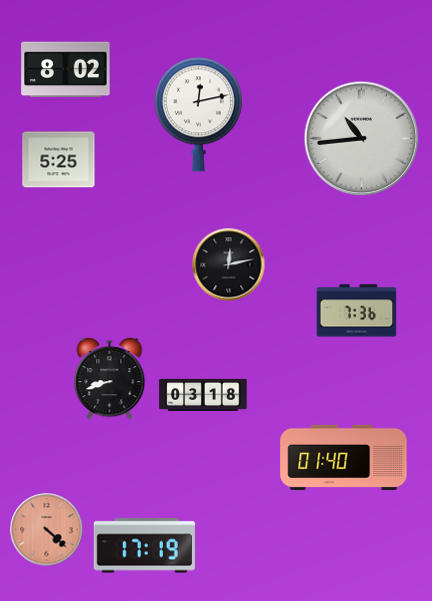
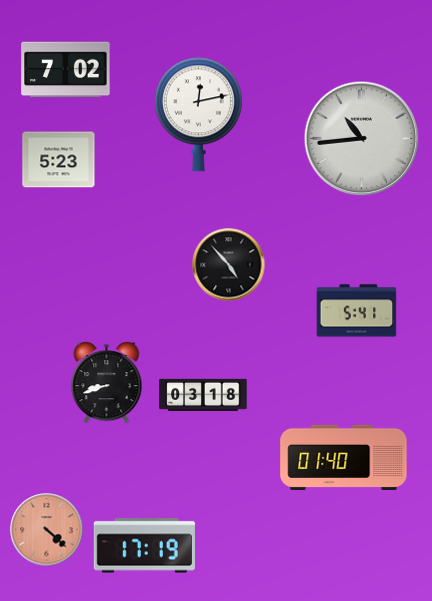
clock at (66, 70): 8:02 -> 7:02
clock at (59, 160): 5:25 -> 5:23
clock at (229, 265): 12:13 -> 4:53
clock at (357, 311): 7:36 -> 5:41
clock at (110, 379) position: (110, 379) -> (107, 383)
